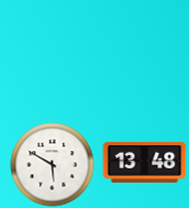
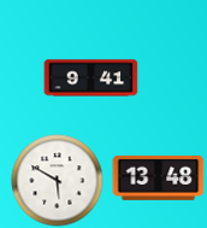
clock at (91, 78): none -> 9:41
